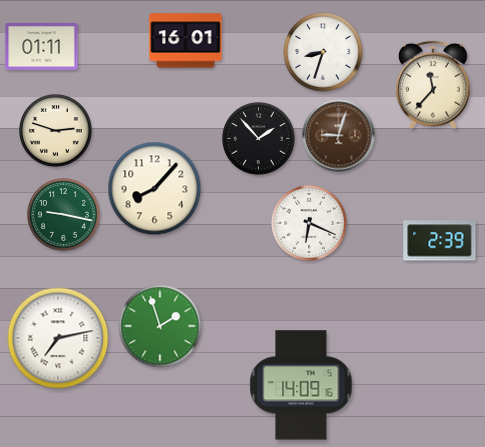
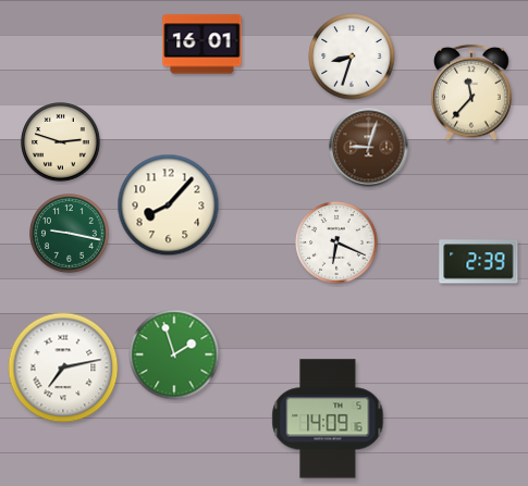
clock at (42, 47): 01:11 -> none
clock at (259, 139): 1:53 -> none
